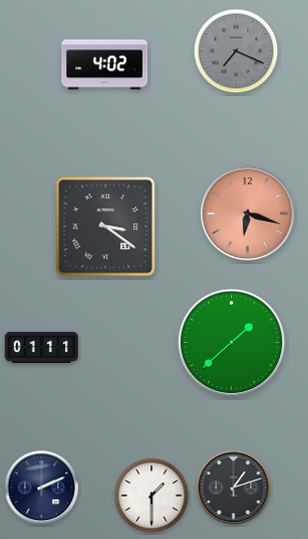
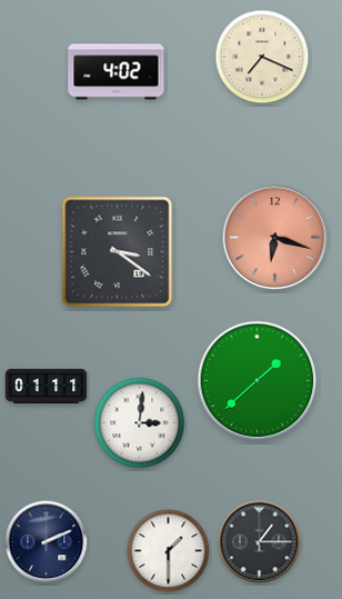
clock at (236, 51) dial: grey -> cream
clock at (140, 423): none -> 3:01
clock at (234, 488): 1:12 -> 1:15
